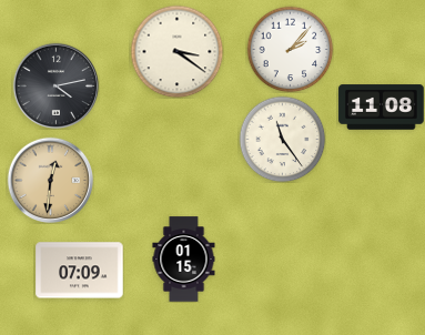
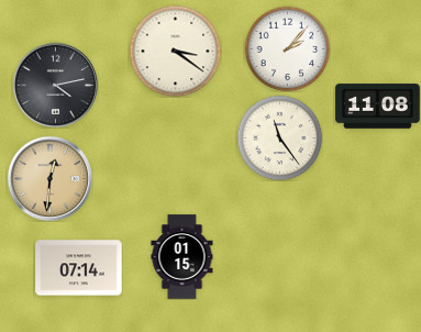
clock at (80, 271): 07:09 -> 07:14
